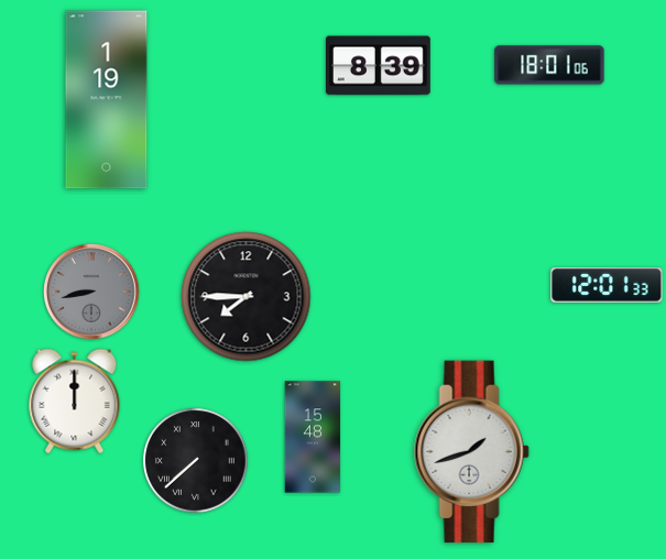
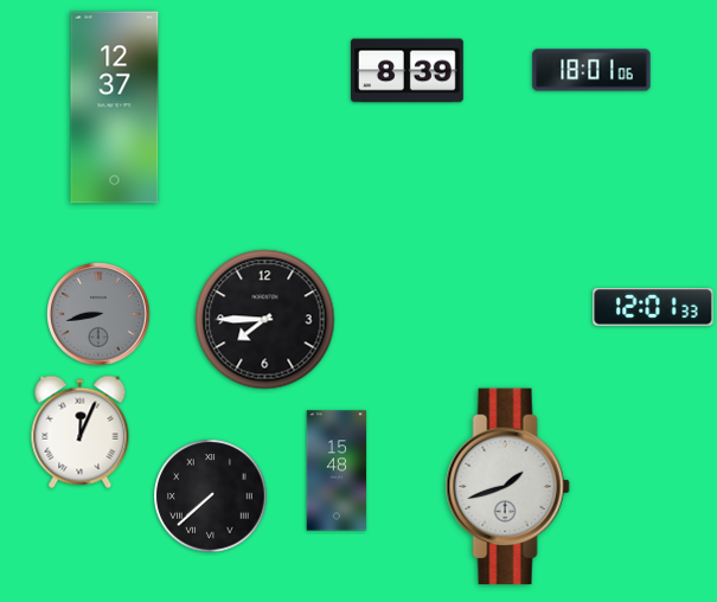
clock at (107, 100): 1:19 -> 12:37
clock at (75, 402): 12:00 -> 12:04
